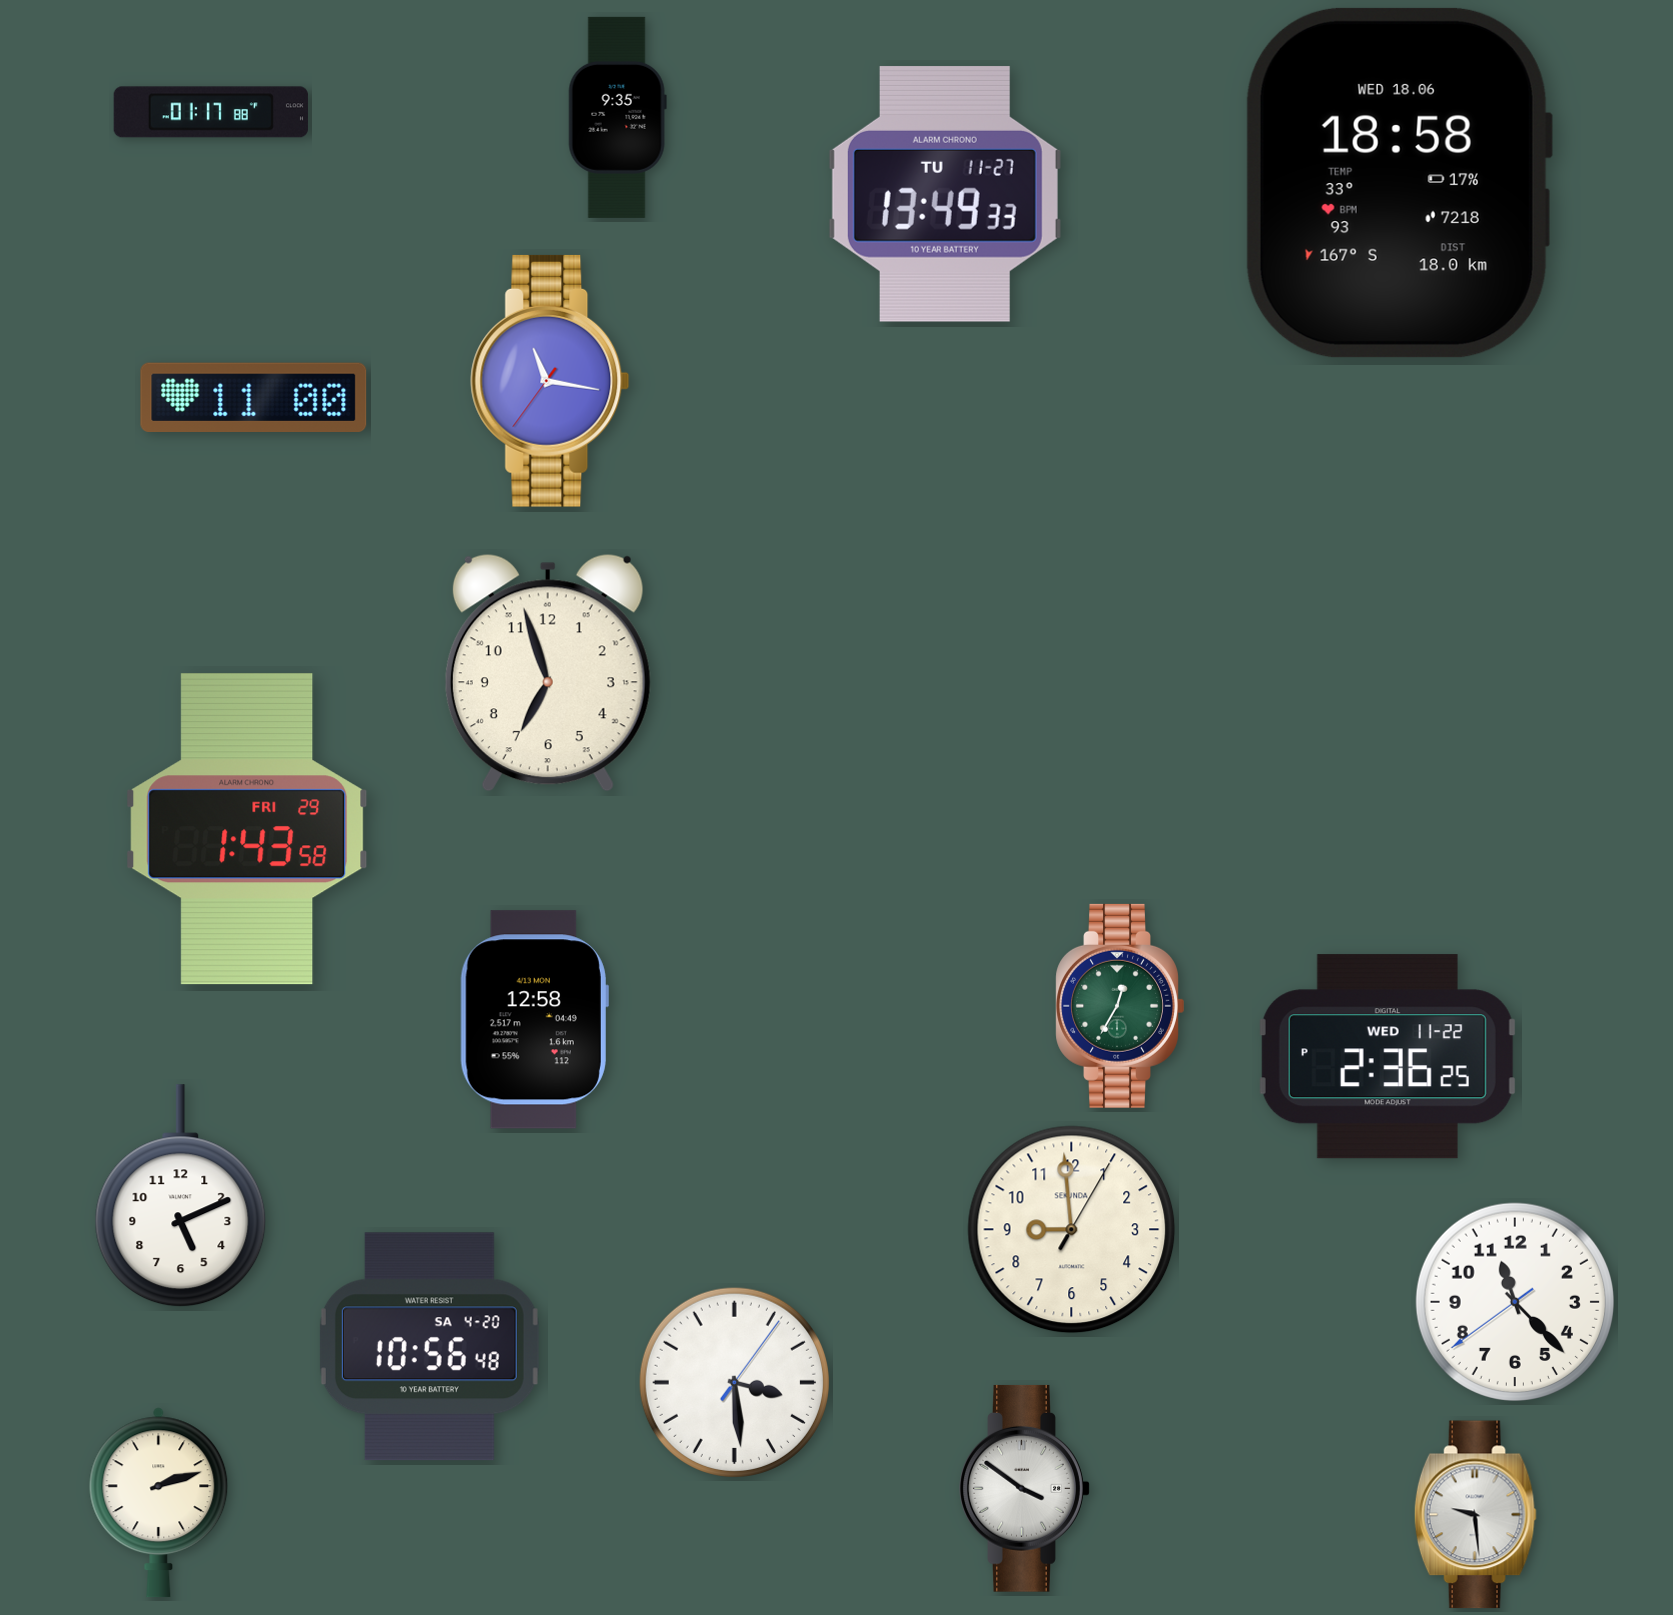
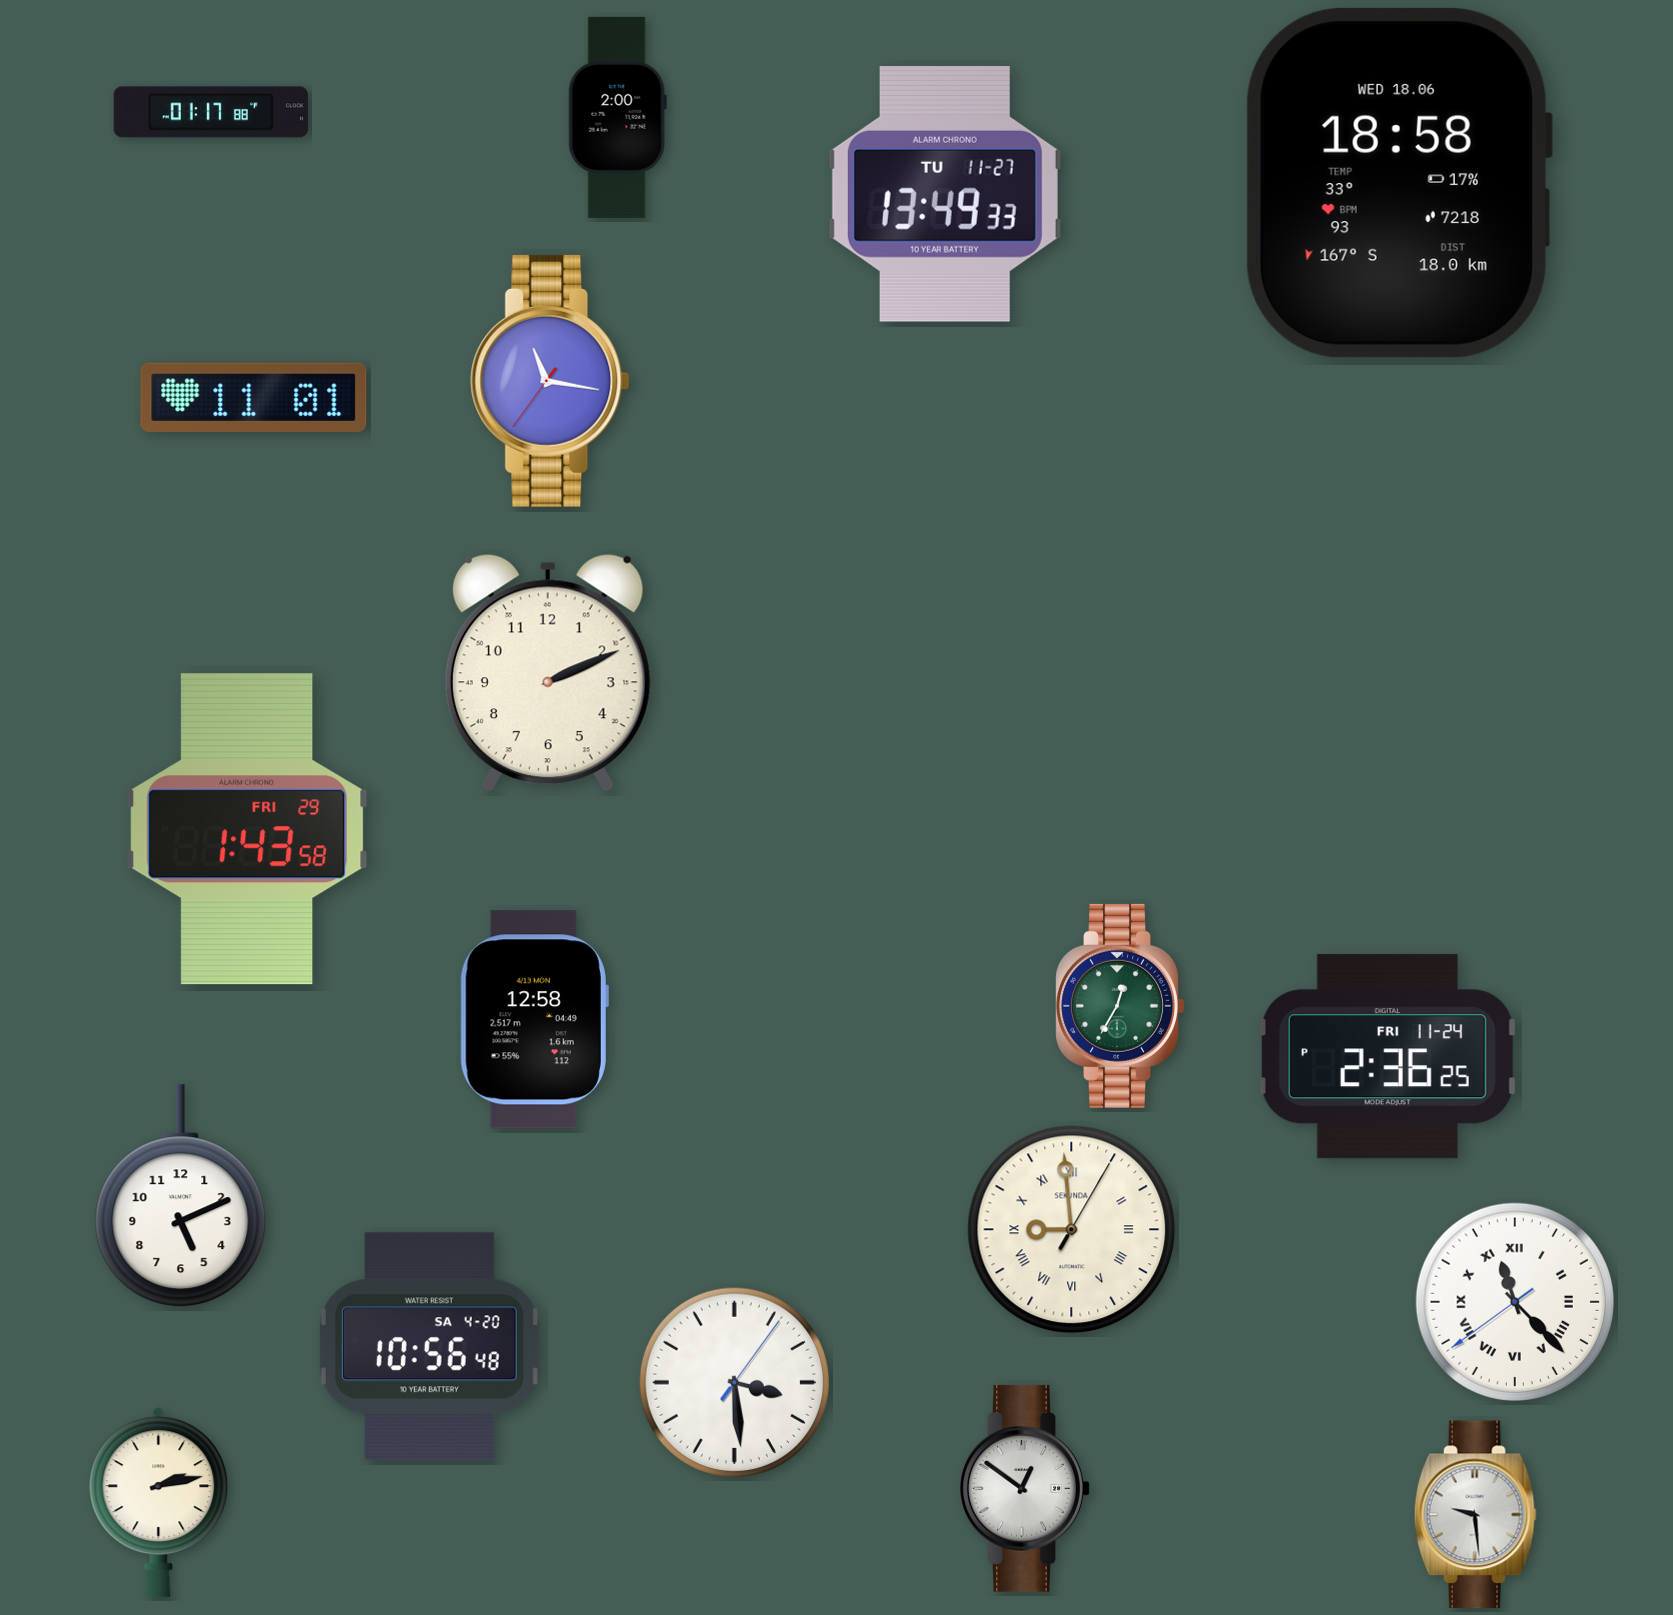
clock at (617, 117): 9:35 -> 2:00
clock at (254, 398): 11:00 -> 11:01
clock at (548, 673): 6:57 -> 2:11
clock at (1387, 1057) date: WED 11-22 -> FRI 11-24
clock at (1072, 1230) numerals: Arabic -> Roman
clock at (1514, 1301) numerals: Arabic -> Roman
clock at (1025, 1488): 3:51 -> 12:51
clock at (159, 1503): 2:12 -> 2:13
